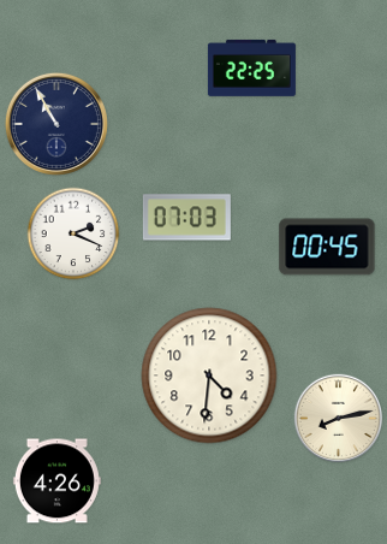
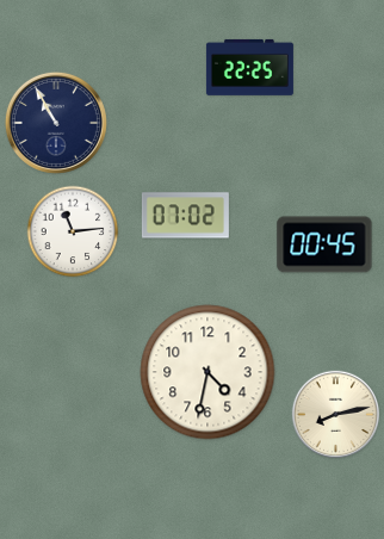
clock at (186, 218): 07:03 -> 07:02
clock at (73, 233): 2:19 -> 11:14
clock at (209, 376): 4:31 -> 4:32
clock at (56, 481): 4:26 -> none
